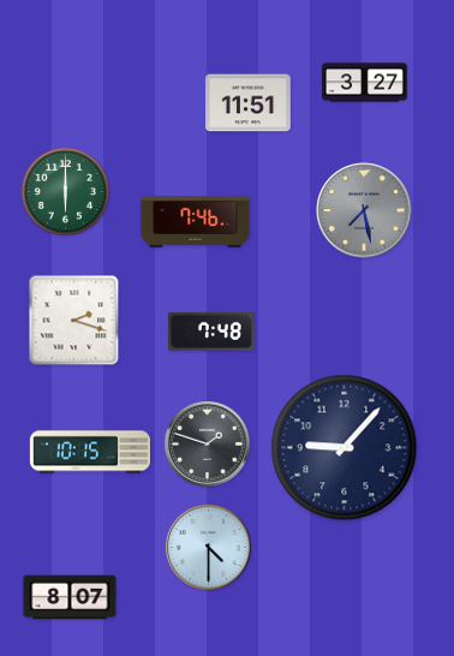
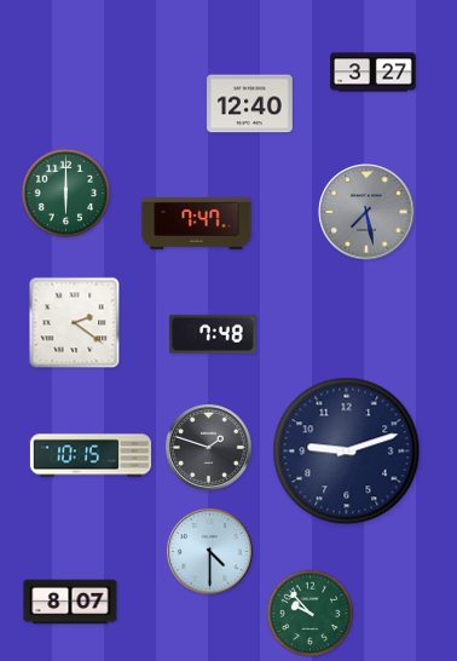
clock at (365, 83) position: (365, 83) -> (374, 73)
clock at (249, 103): 11:51 -> 12:40
clock at (196, 222): 7:46 -> 7:47
clock at (74, 321): 2:18 -> 2:21
clock at (345, 448): 9:07 -> 9:12
clock at (311, 614): none -> 9:53
